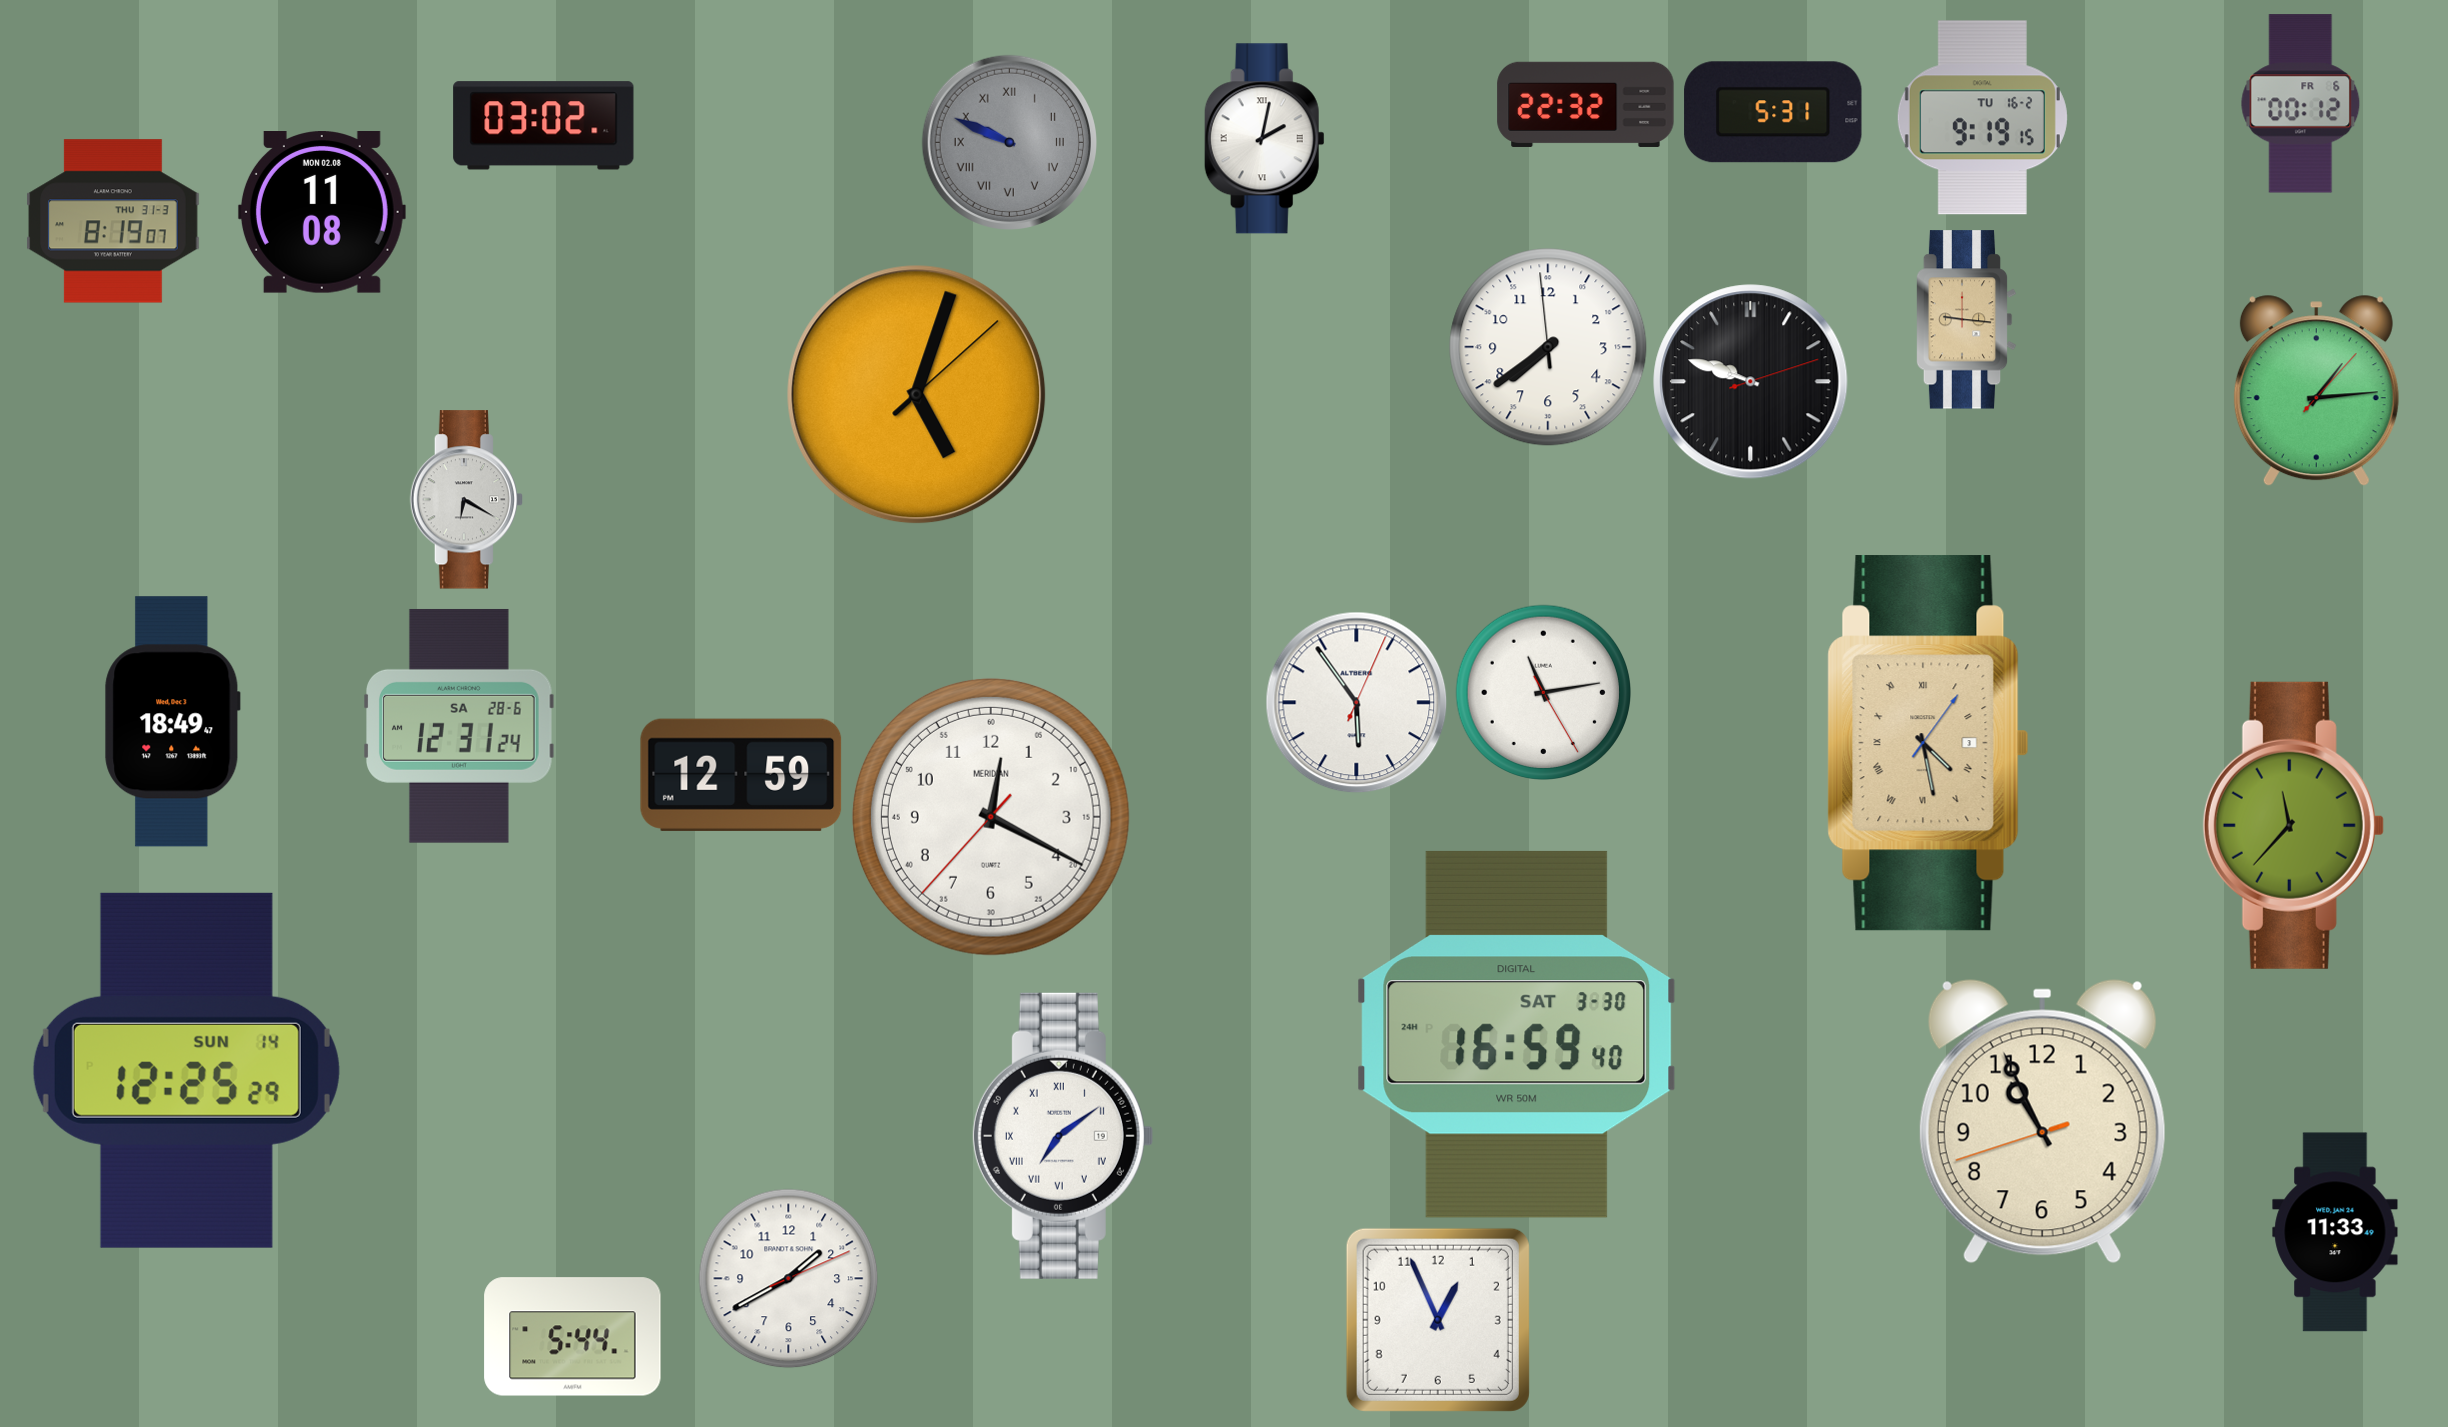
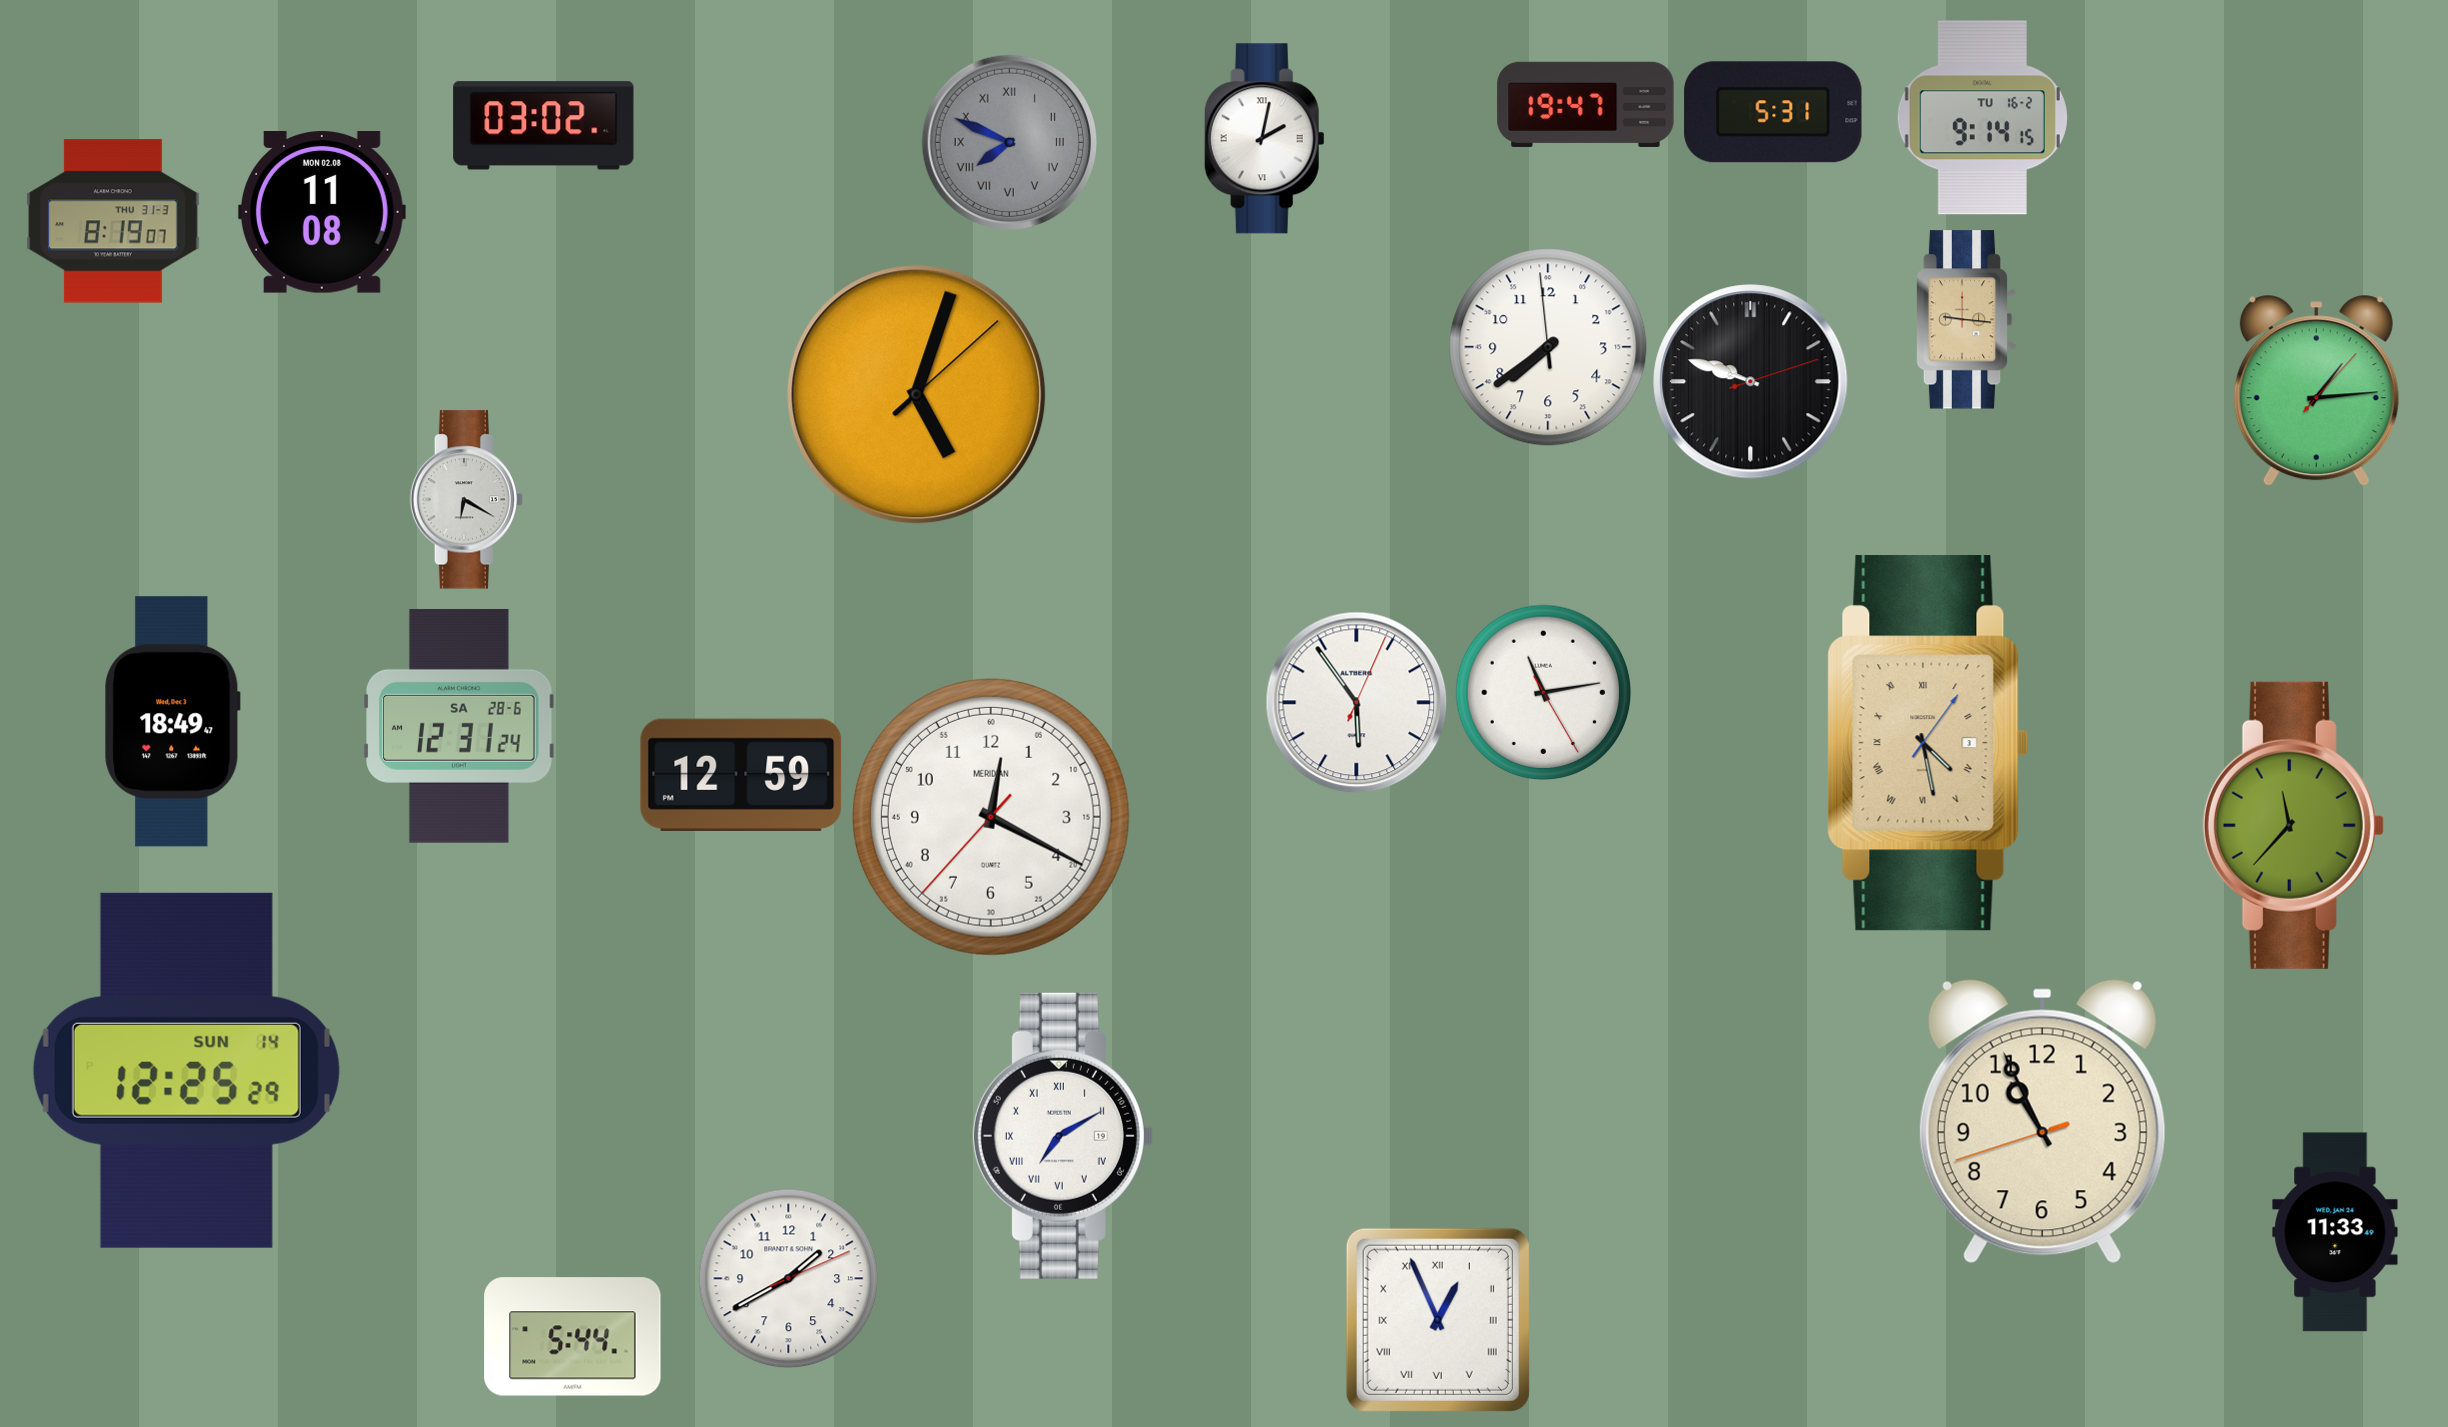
clock at (1586, 104): 22:32 -> 19:47
clock at (2301, 104): 00:12 -> none
clock at (1982, 118): 9:19 -> 9:14
clock at (1009, 142): 9:49 -> 7:49
clock at (1517, 1034): 16:59 -> none
clock at (1062, 1136): 7:09 -> 7:10
clock at (1438, 1320) numerals: Arabic -> Roman
